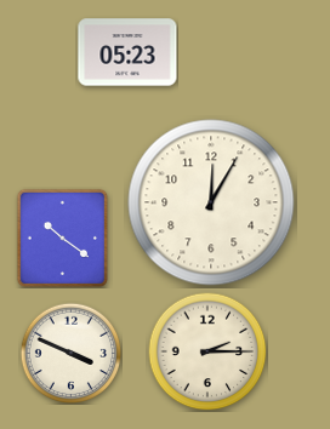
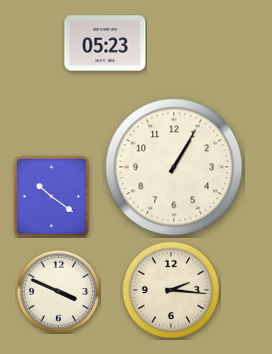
clock at (211, 202): 12:05 -> 1:05
clock at (207, 351): 2:15 -> 2:16
